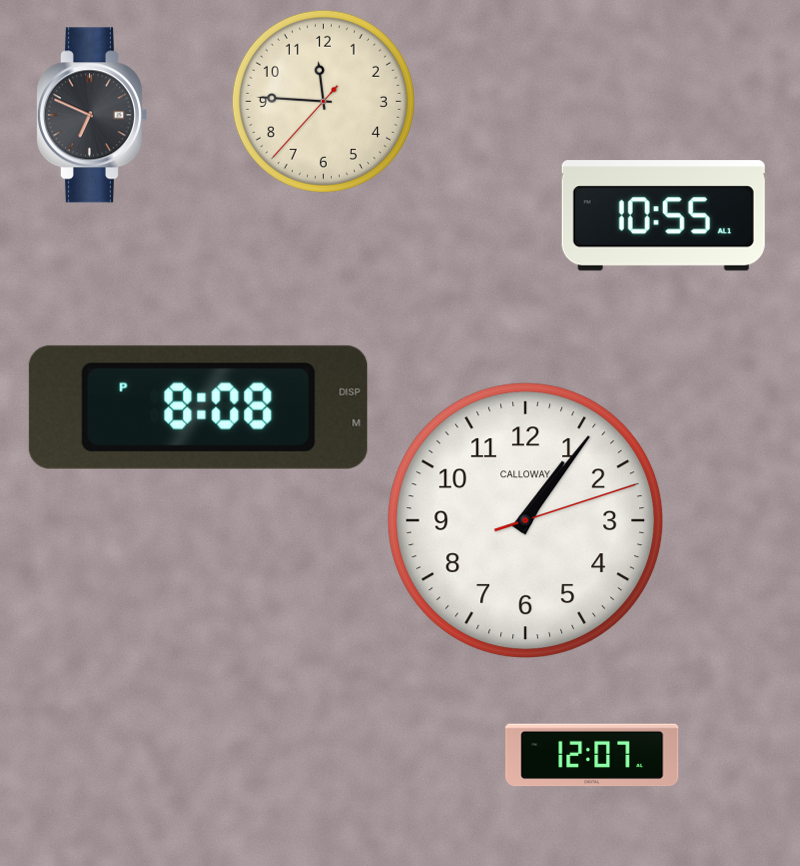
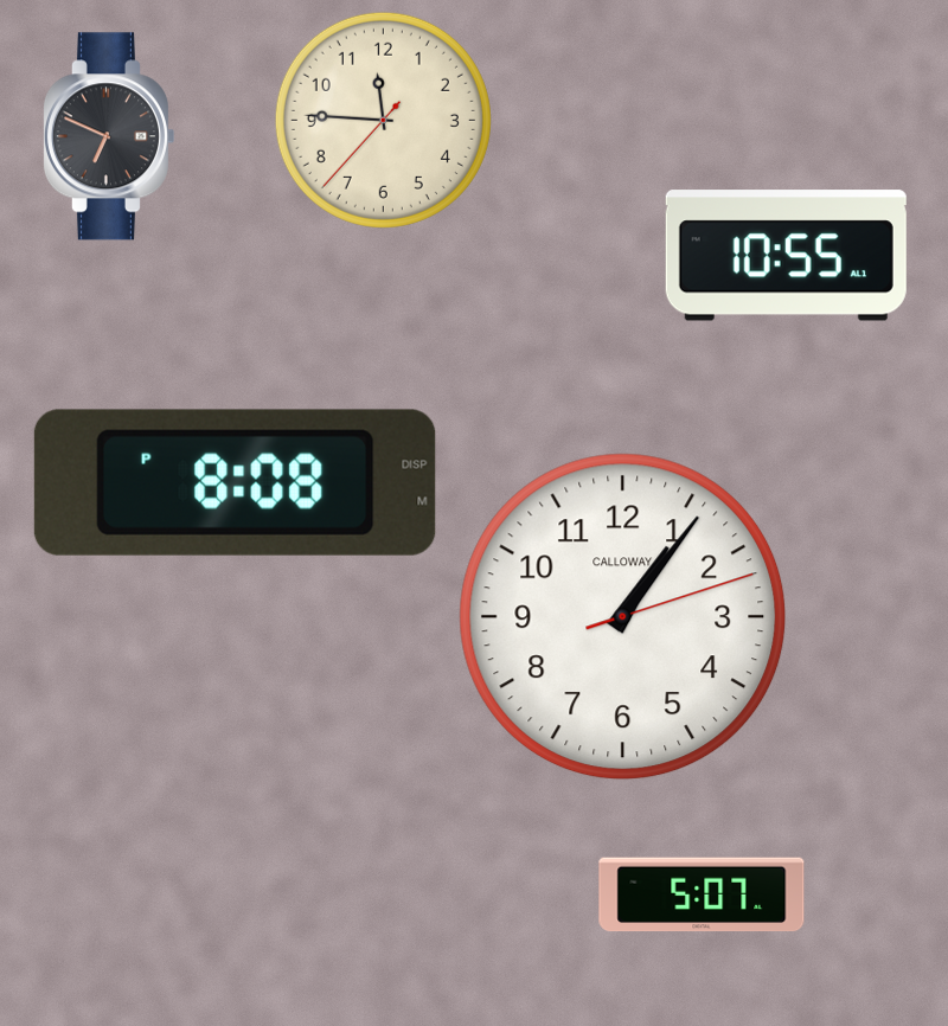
clock at (592, 755): 12:07 -> 5:07
